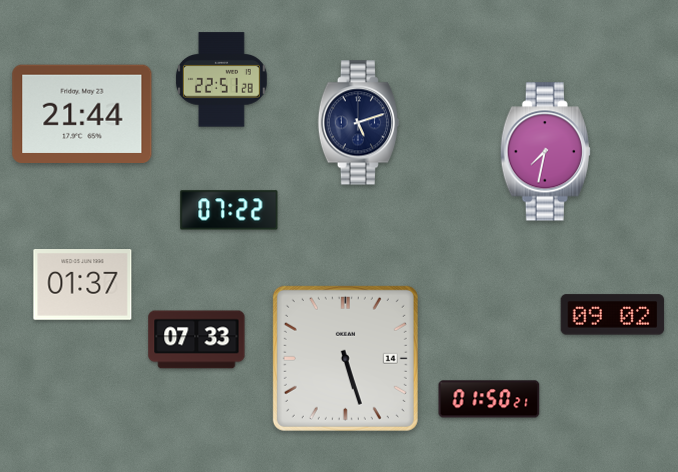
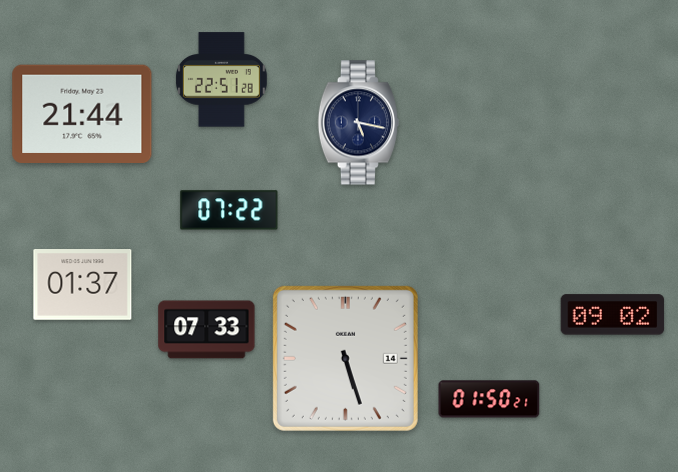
clock at (358, 123): 5:12 -> 5:17
clock at (545, 152): 7:32 -> none
clock at (197, 340) position: (197, 340) -> (207, 330)
